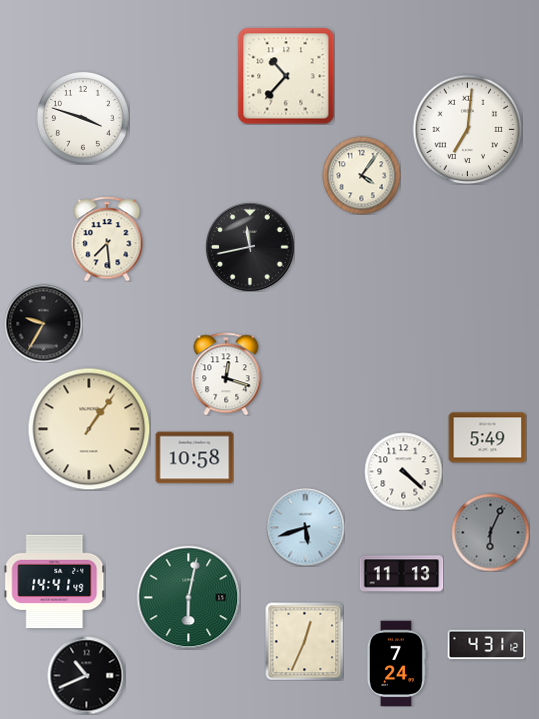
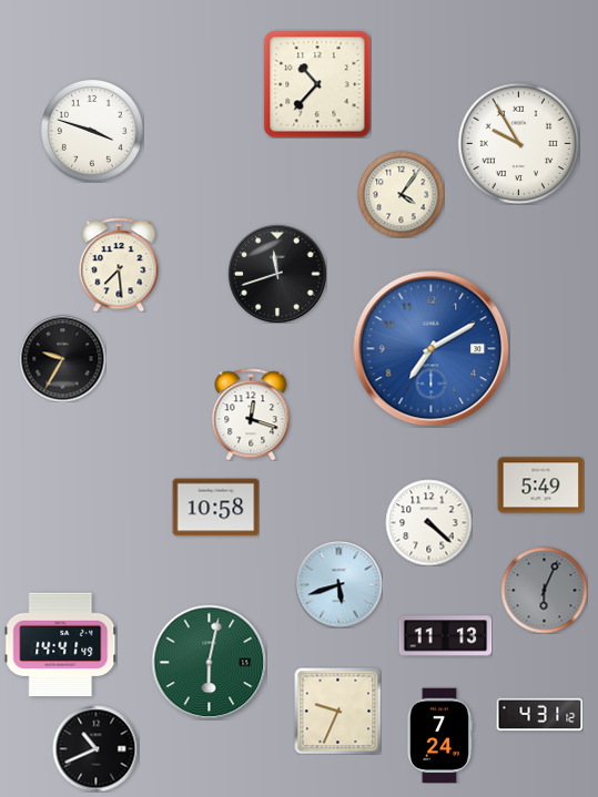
clock at (467, 129): 7:01 -> 9:55
clock at (250, 247): 11:43 -> 11:42
clock at (430, 348): none -> 7:10
clock at (43, 323) position: (43, 323) -> (62, 358)
clock at (89, 429): 1:06 -> none
clock at (403, 471) position: (403, 471) -> (428, 522)
clock at (304, 641): 12:34 -> 9:34
